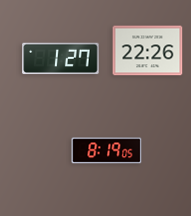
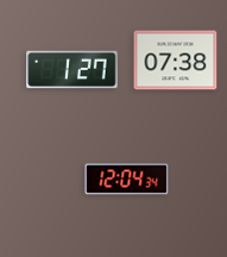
clock at (148, 51): 22:26 -> 07:38
clock at (107, 151): 8:19 -> 12:04
